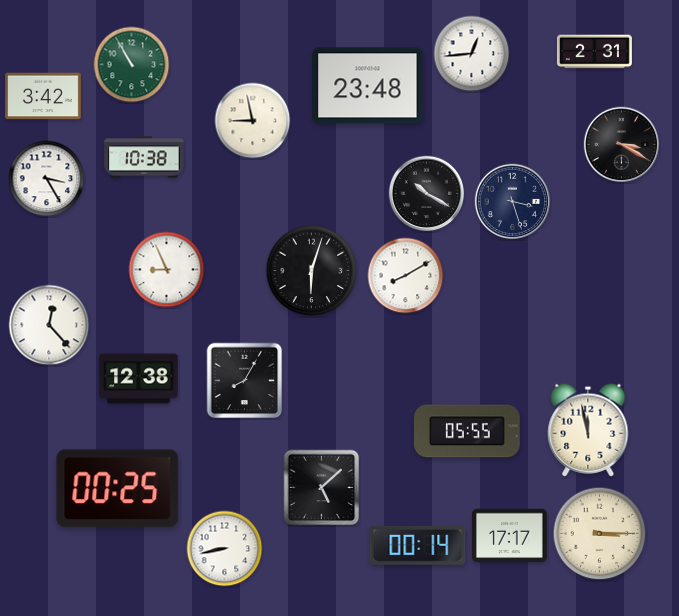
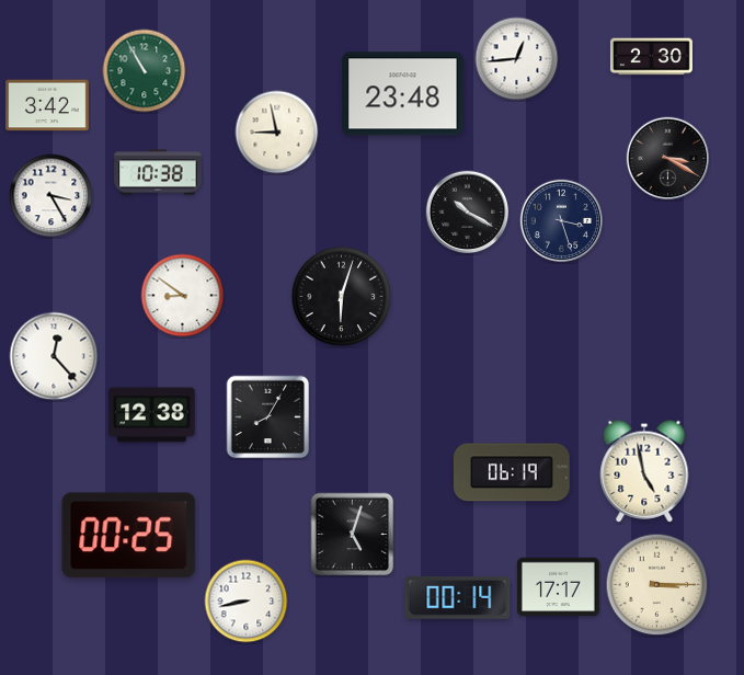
clock at (594, 52): 2:31 -> 2:30
clock at (622, 145) position: (622, 145) -> (668, 159)
clock at (167, 270): 8:56 -> 8:51
clock at (406, 276): 8:10 -> none
clock at (588, 430): 11:58 -> 4:58
clock at (467, 431): 05:55 -> 06:19
clock at (322, 488): 5:08 -> 5:03
